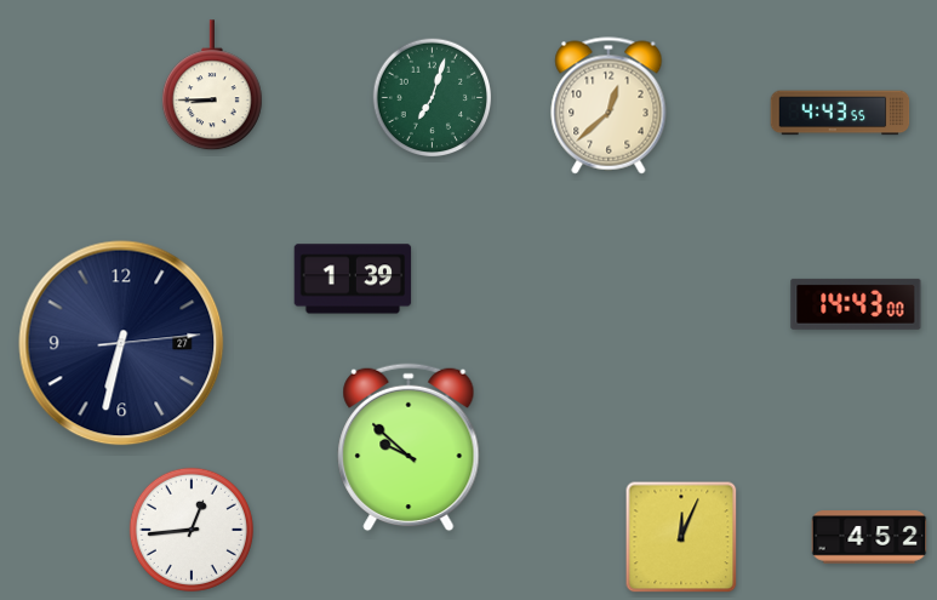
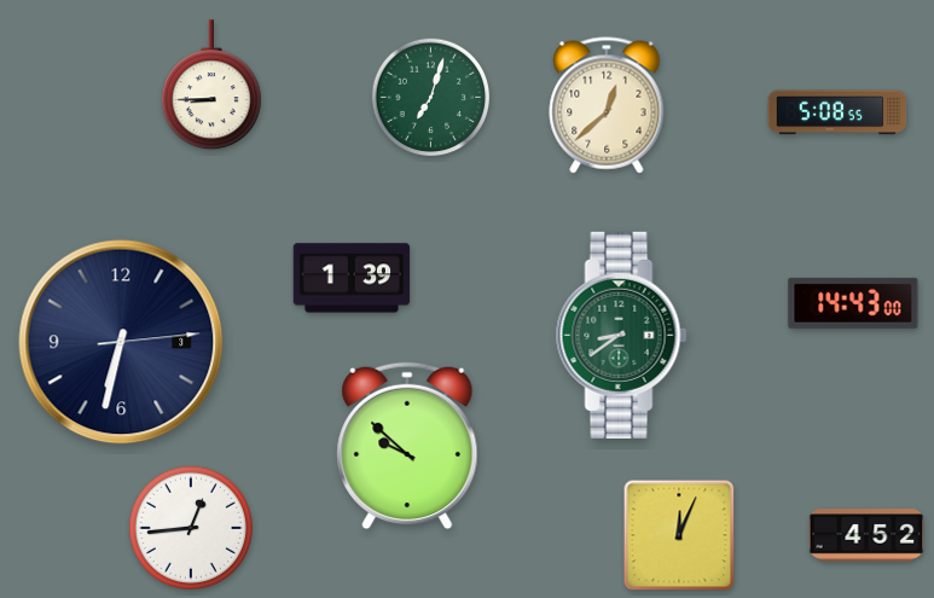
clock at (840, 113): 4:43 -> 5:08
clock at (622, 335): none -> 8:39
clock at (121, 343) date: 27 -> 3
